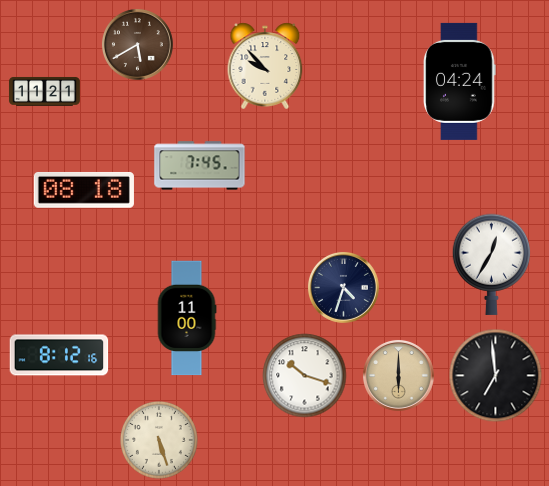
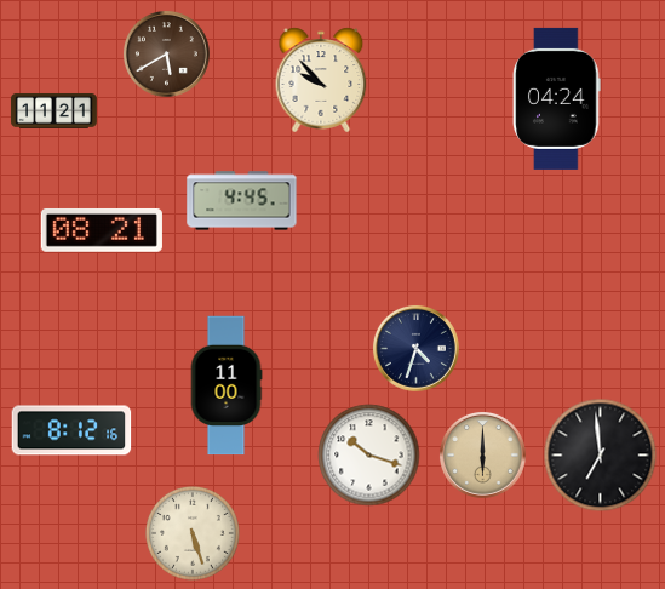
clock at (200, 166): 7:45 -> 4:45
clock at (84, 190): 08:18 -> 08:21
clock at (491, 264): 12:35 -> none
